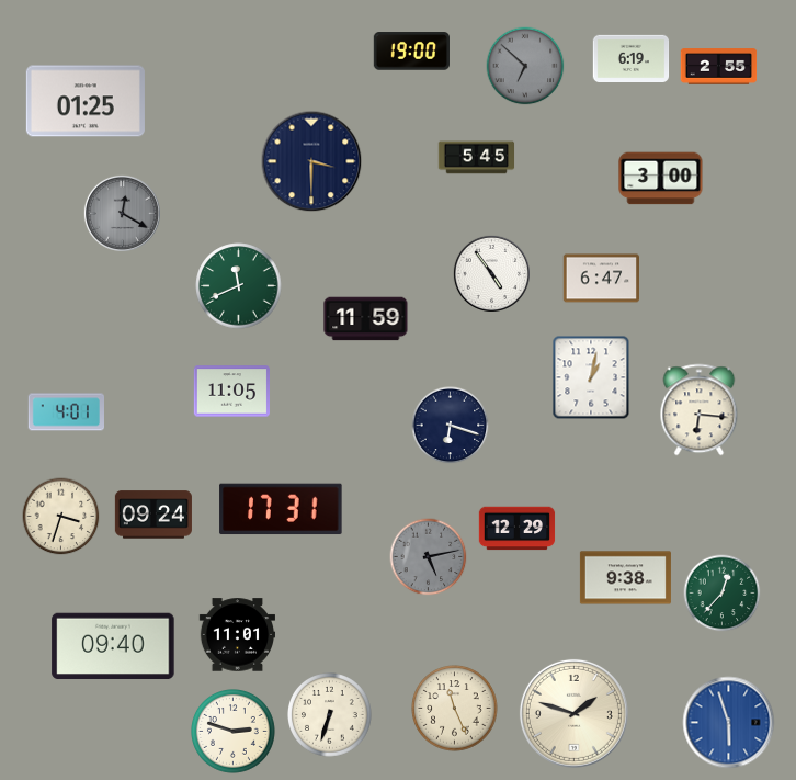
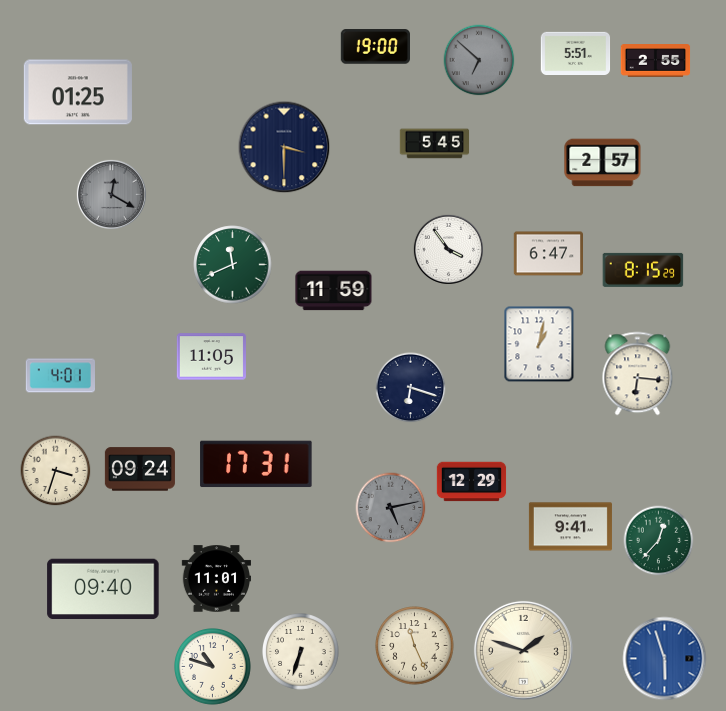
clock at (632, 58): 6:19 -> 5:51
clock at (661, 179): 3:00 -> 2:57
clock at (491, 273): 4:54 -> 3:54
clock at (239, 286) position: (239, 286) -> (233, 265)
clock at (643, 270): none -> 8:15
clock at (625, 578): 9:38 -> 9:41
clock at (234, 732): 2:48 -> 10:48
